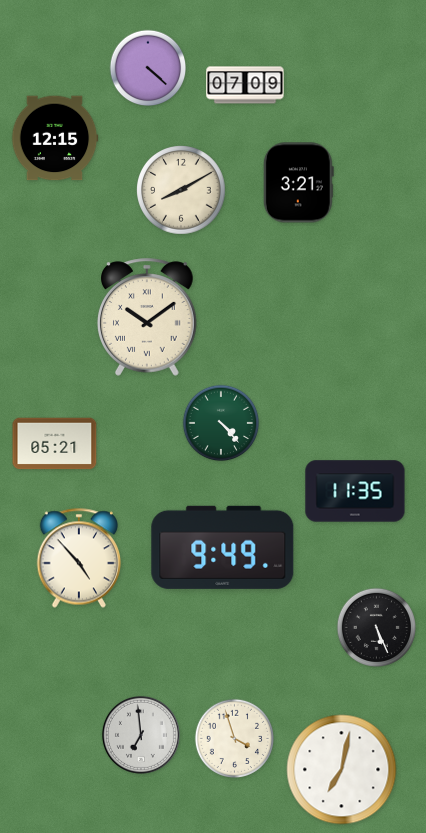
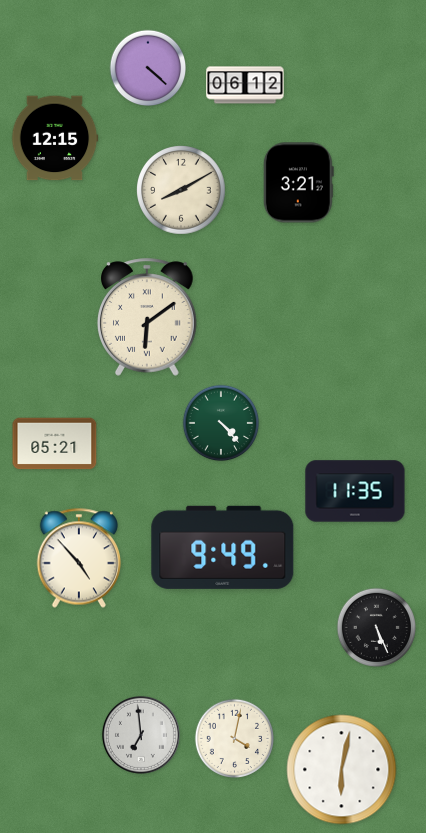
clock at (245, 85): 07:09 -> 06:12
clock at (148, 317): 10:09 -> 6:09
clock at (234, 738): 3:57 -> 4:02
clock at (342, 770): 7:02 -> 6:02
